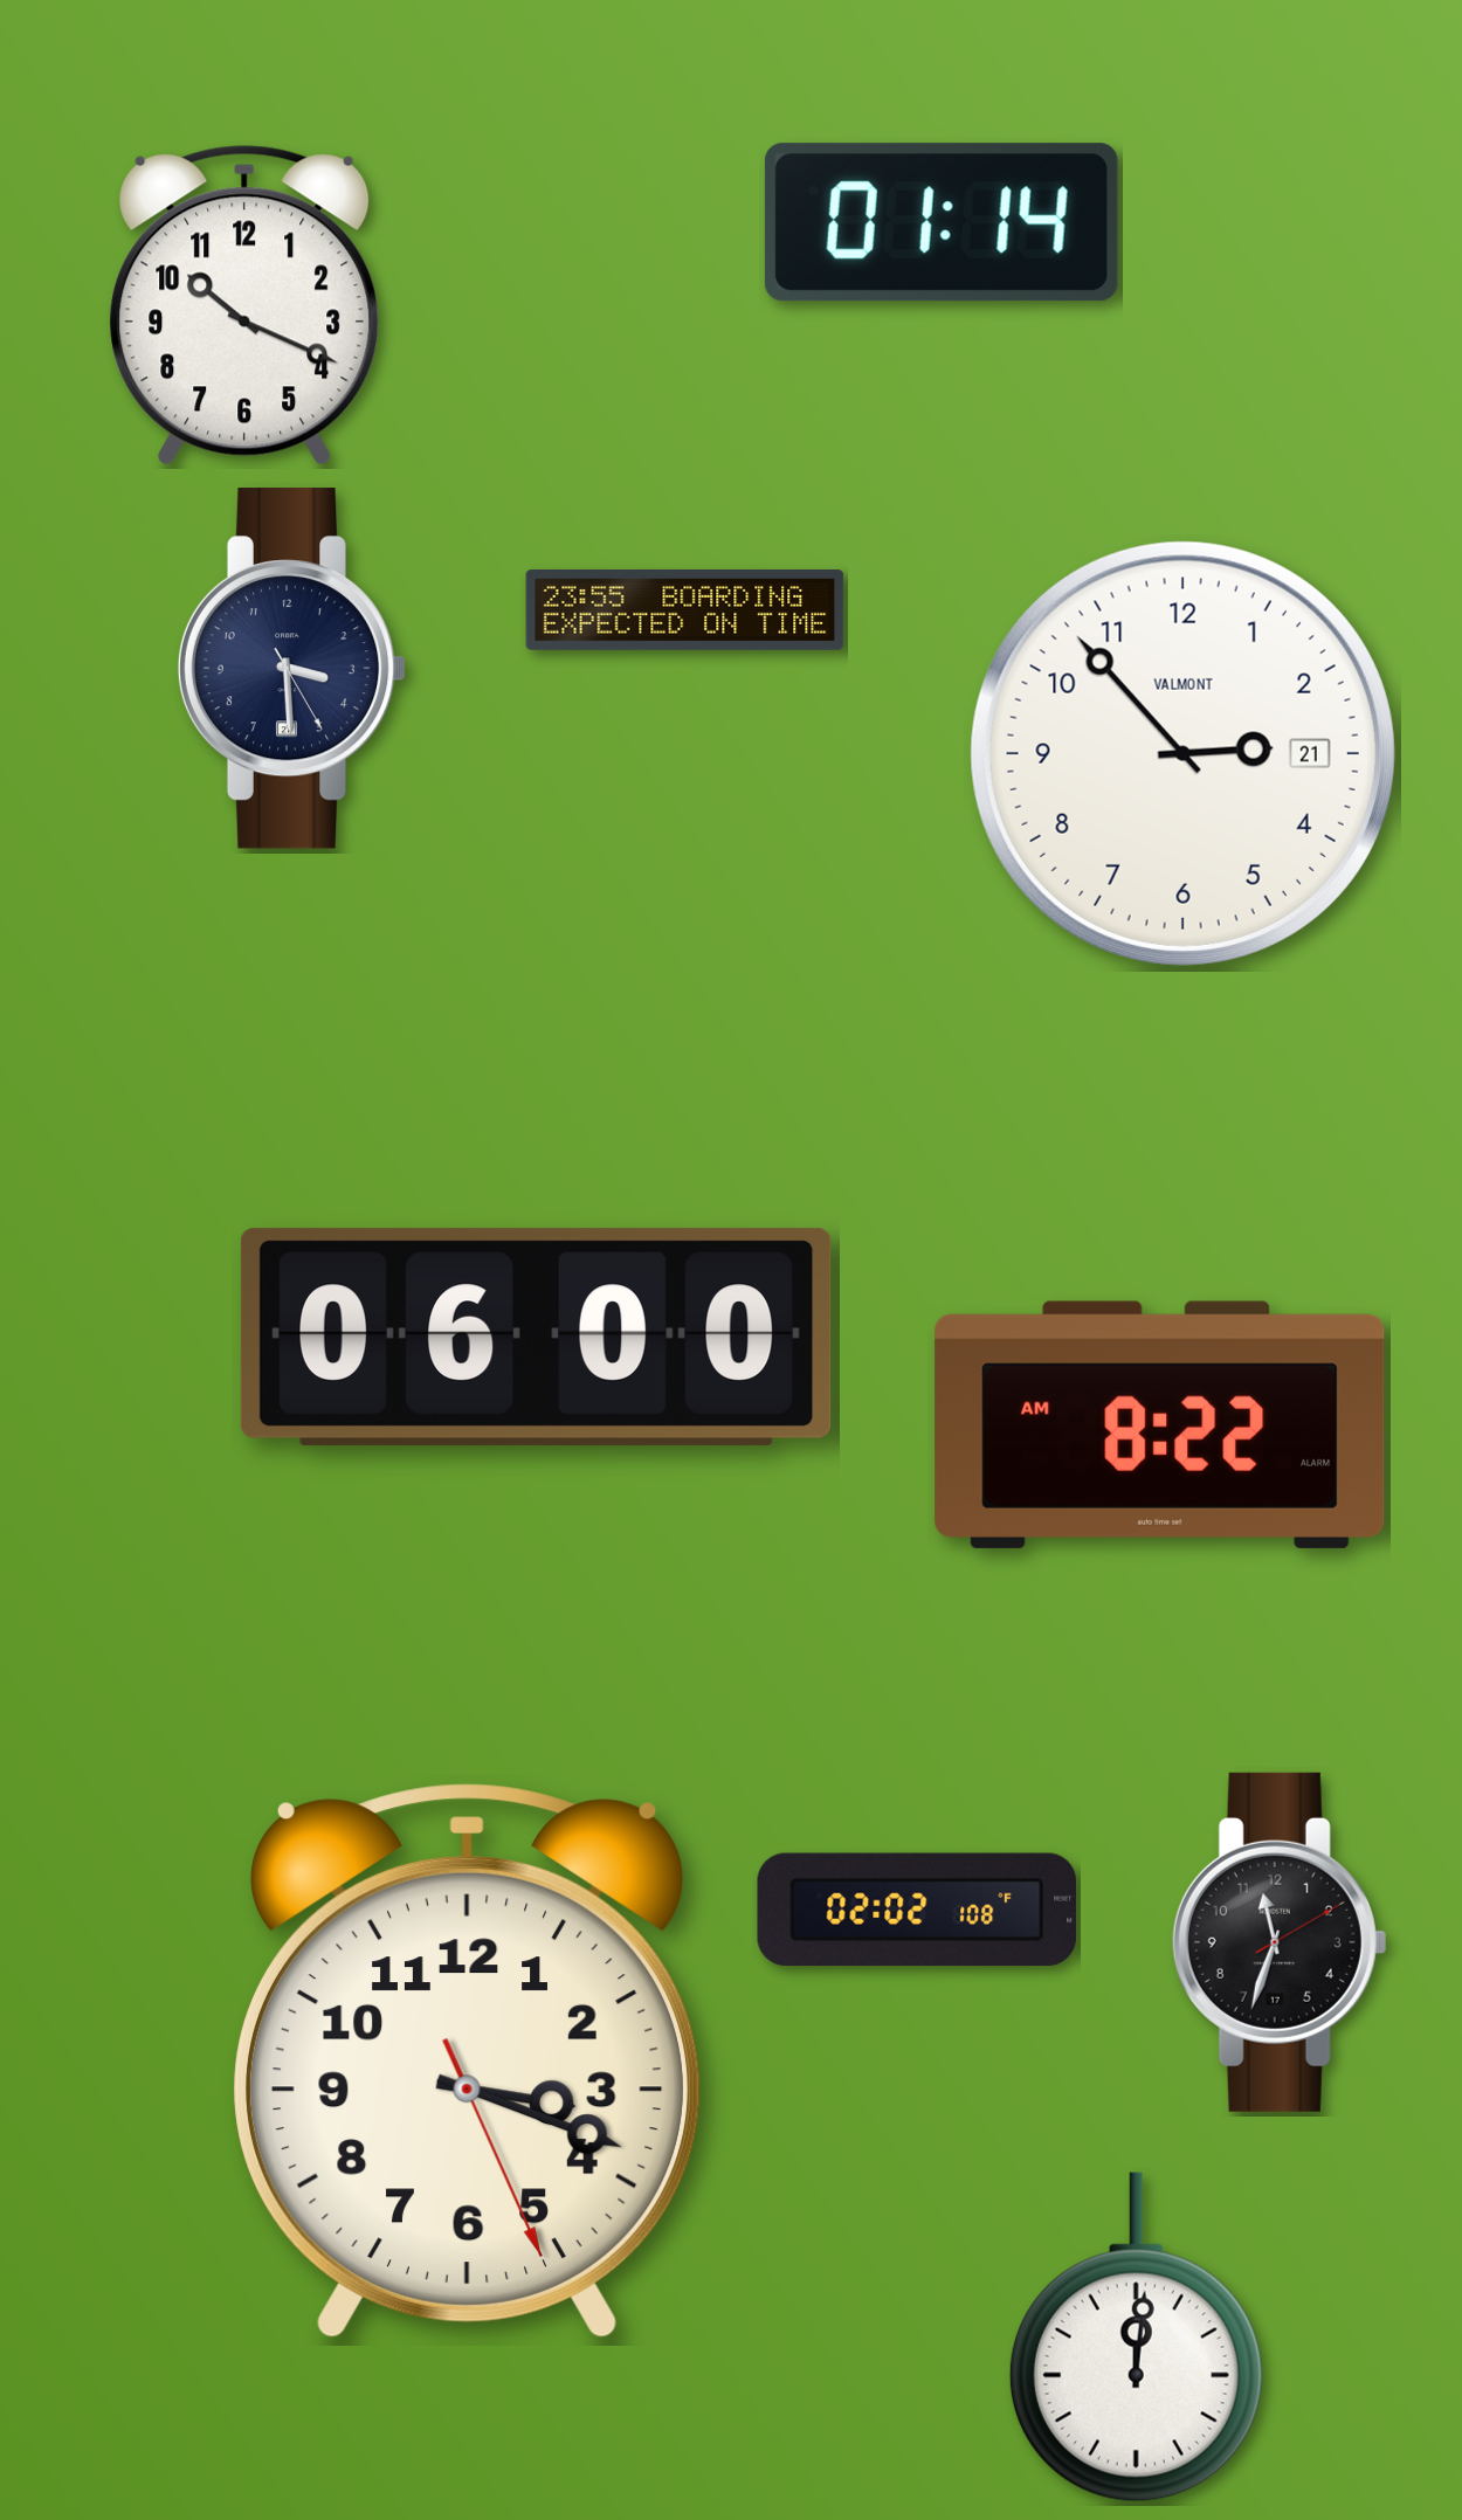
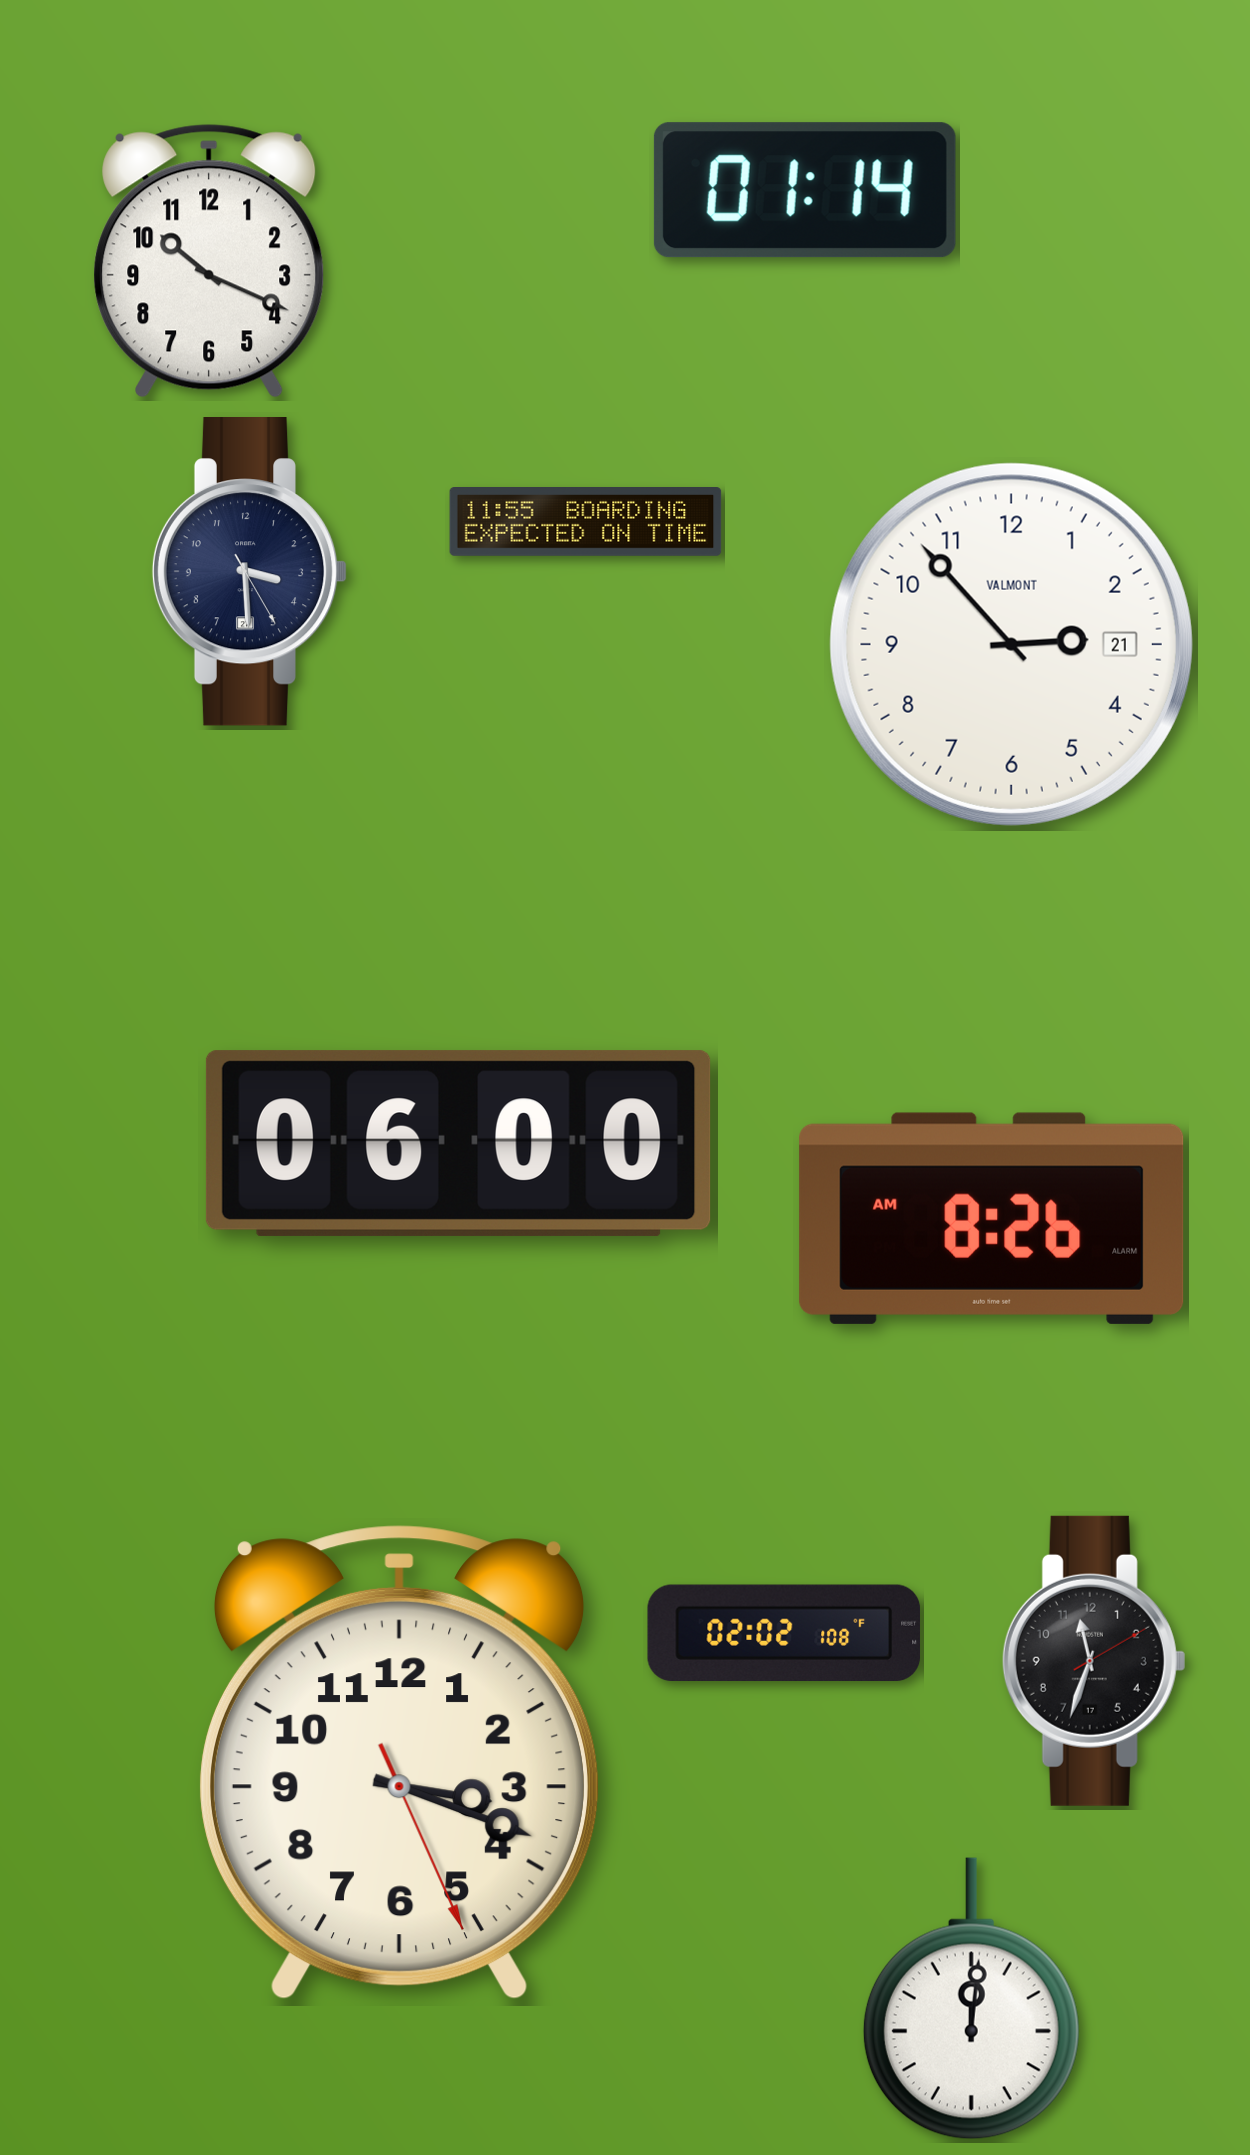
clock at (685, 610): 23:55 -> 11:55
clock at (1160, 1424): 8:22 -> 8:26
